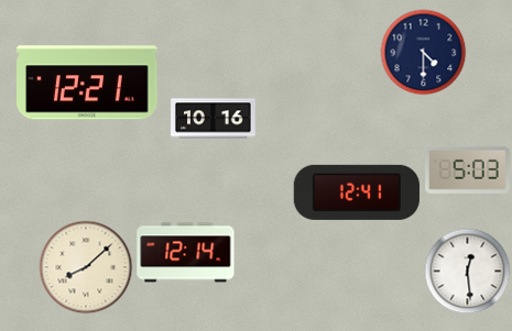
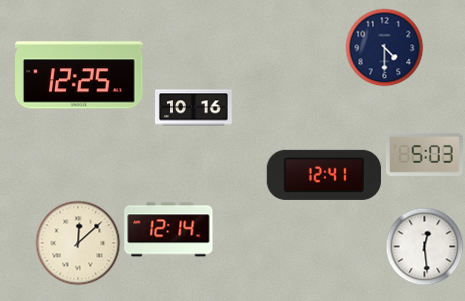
clock at (88, 82): 12:21 -> 12:25
clock at (86, 267): 8:08 -> 12:08
